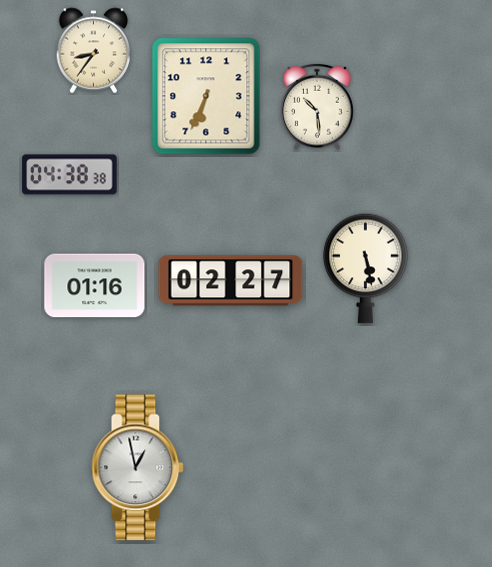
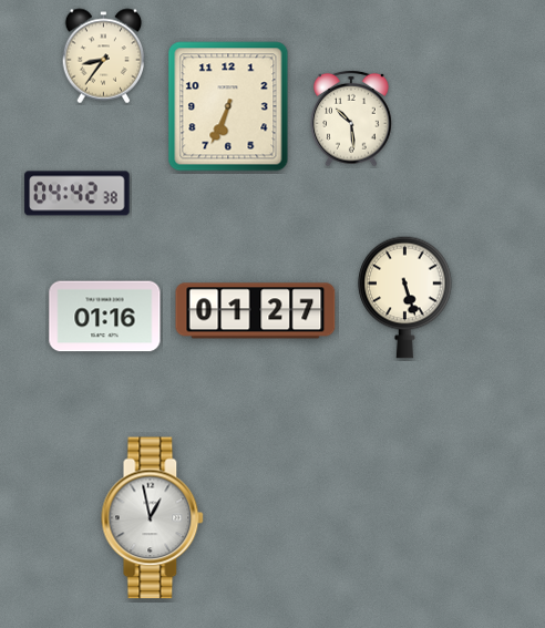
clock at (70, 175): 04:38 -> 04:42
clock at (366, 268): 5:28 -> 5:27
clock at (231, 281): 02:27 -> 01:27
